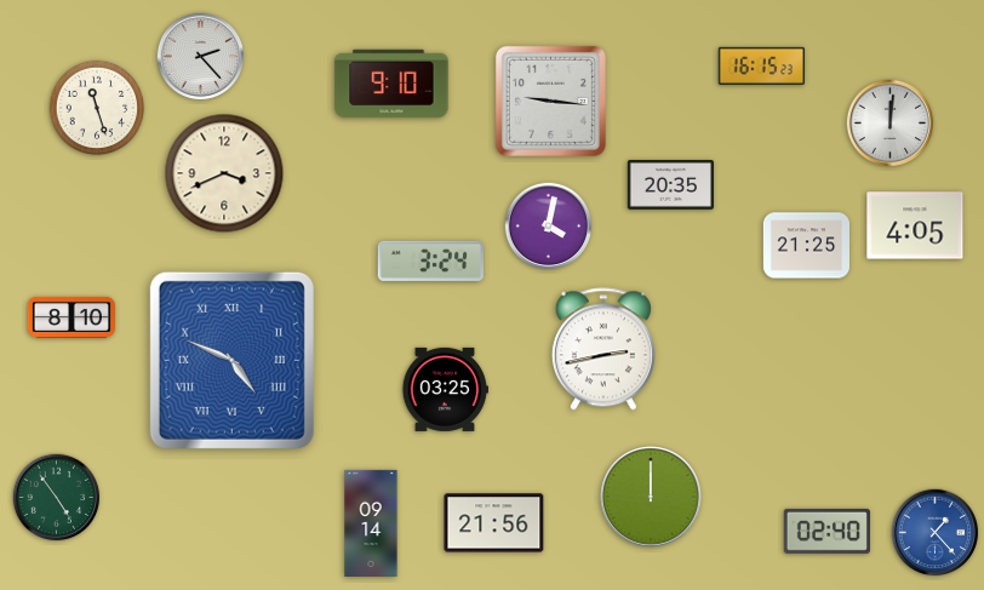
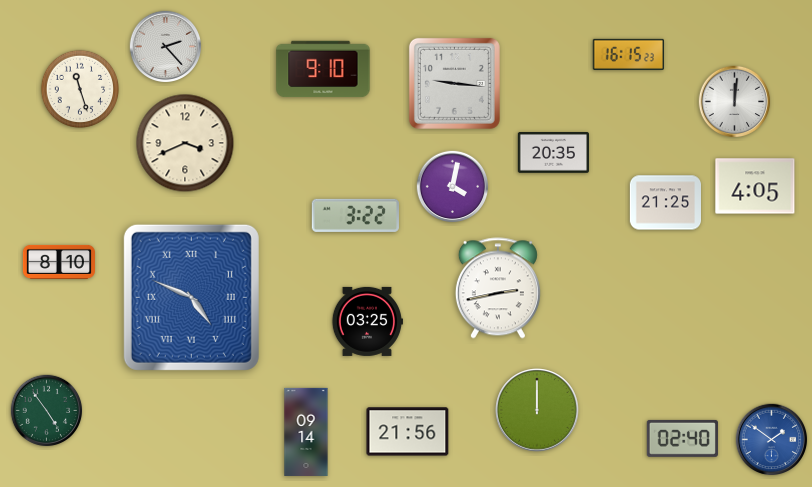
clock at (430, 260): 3:24 -> 3:22
clock at (936, 533): 1:23 -> 1:51
